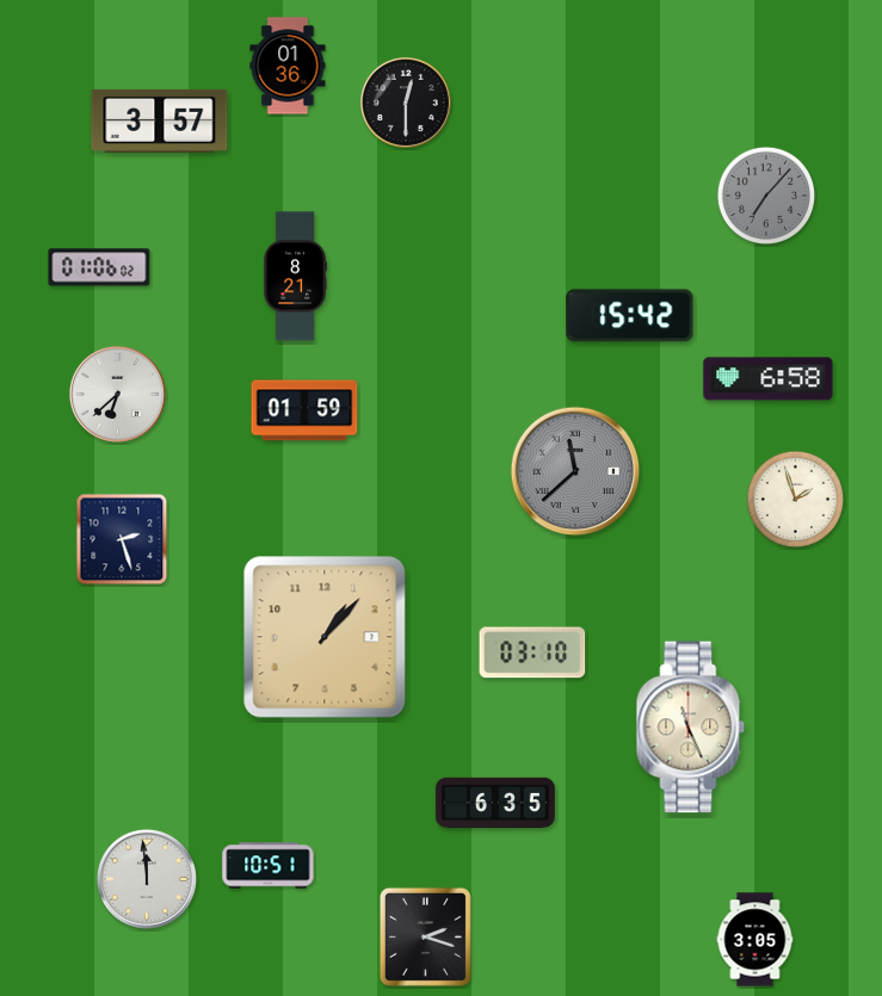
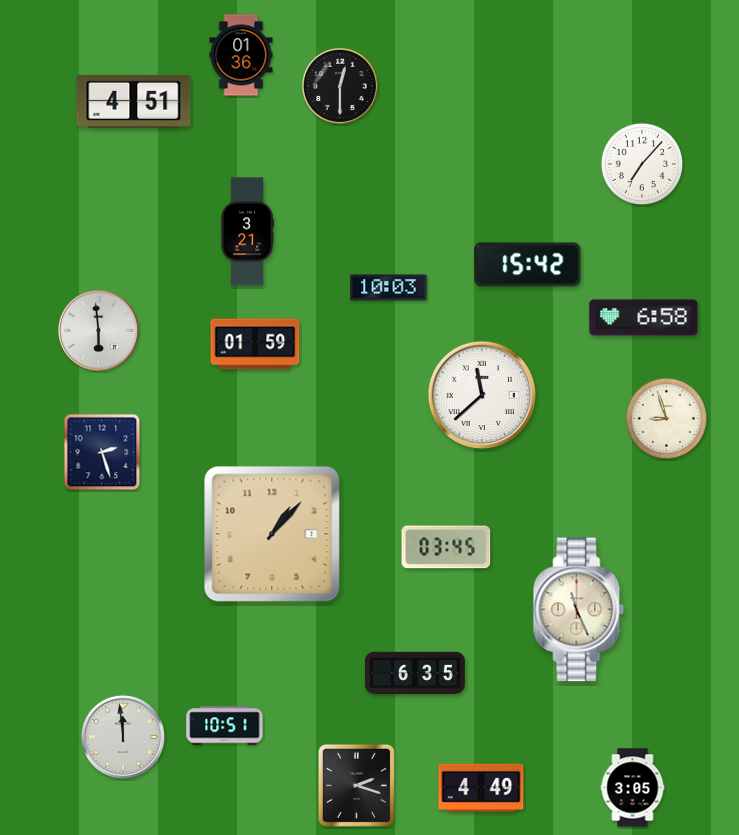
clock at (160, 120): 3:57 -> 4:51
clock at (765, 194) dial: grey -> white
clock at (99, 267): 01:06 -> none
clock at (295, 277): 8:21 -> 3:21
clock at (389, 288): none -> 10:03
clock at (117, 394): 6:38 -> 5:59
clock at (575, 471) dial: grey -> white
clock at (795, 499): 1:57 -> 8:57
clock at (532, 652): 03:10 -> 03:45
clock at (481, 788): none -> 4:49
